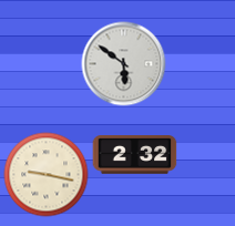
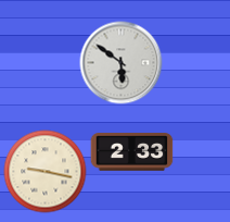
clock at (135, 155): 2:32 -> 2:33
